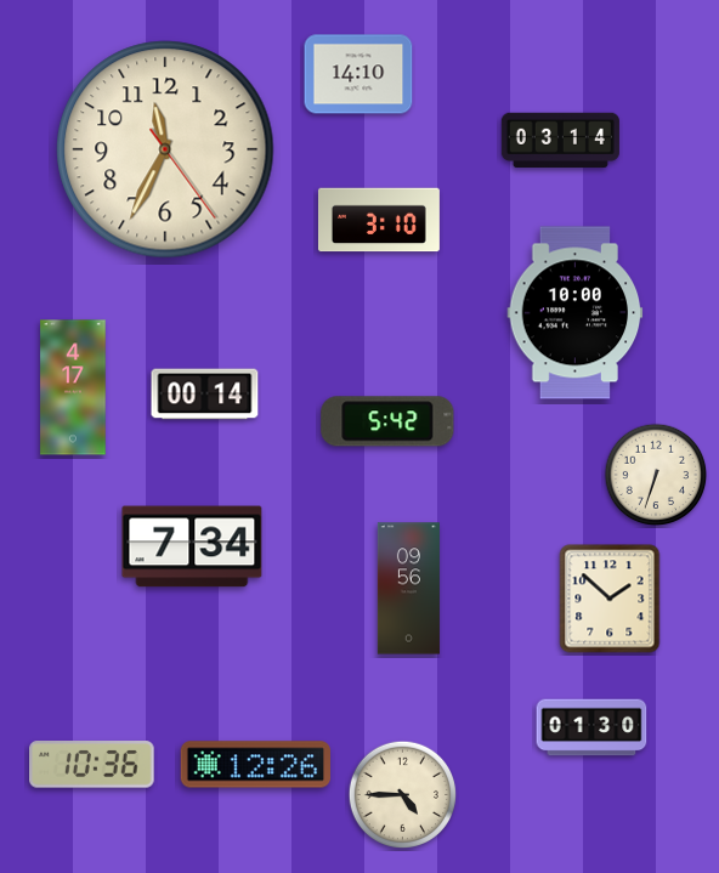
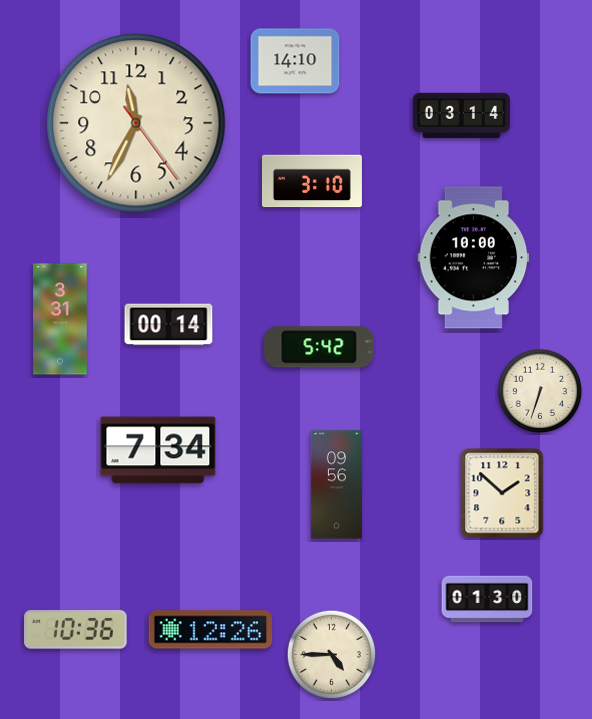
clock at (73, 387): 4:17 -> 3:31
